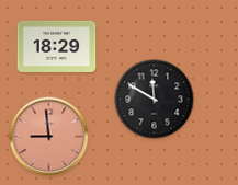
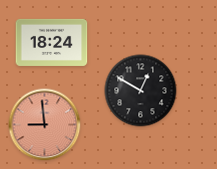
clock at (57, 46): 18:29 -> 18:24
clock at (155, 100): 11:50 -> 12:50
